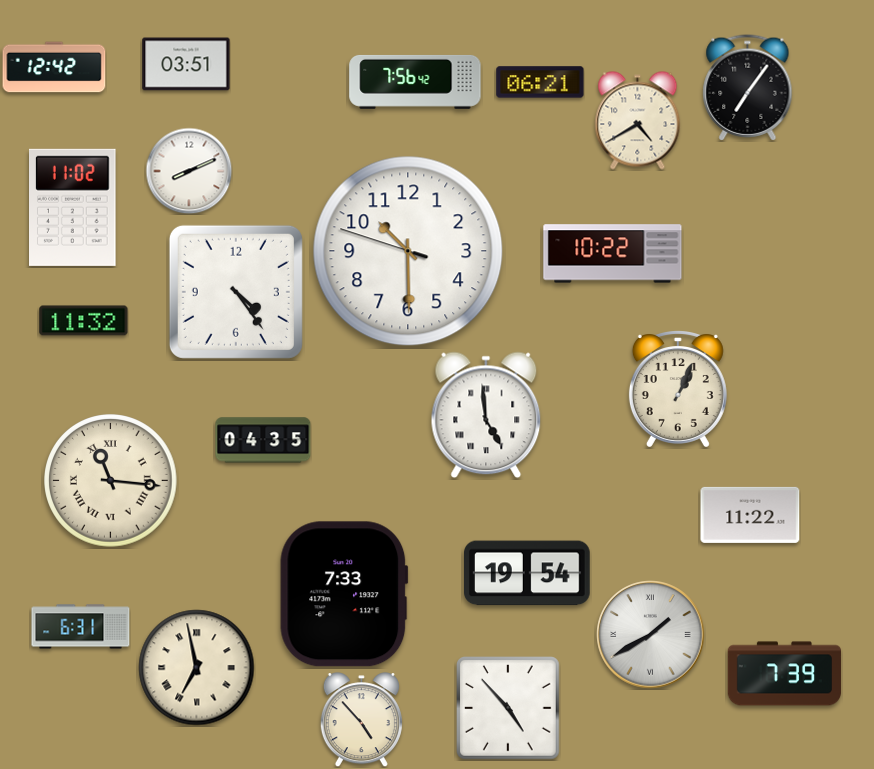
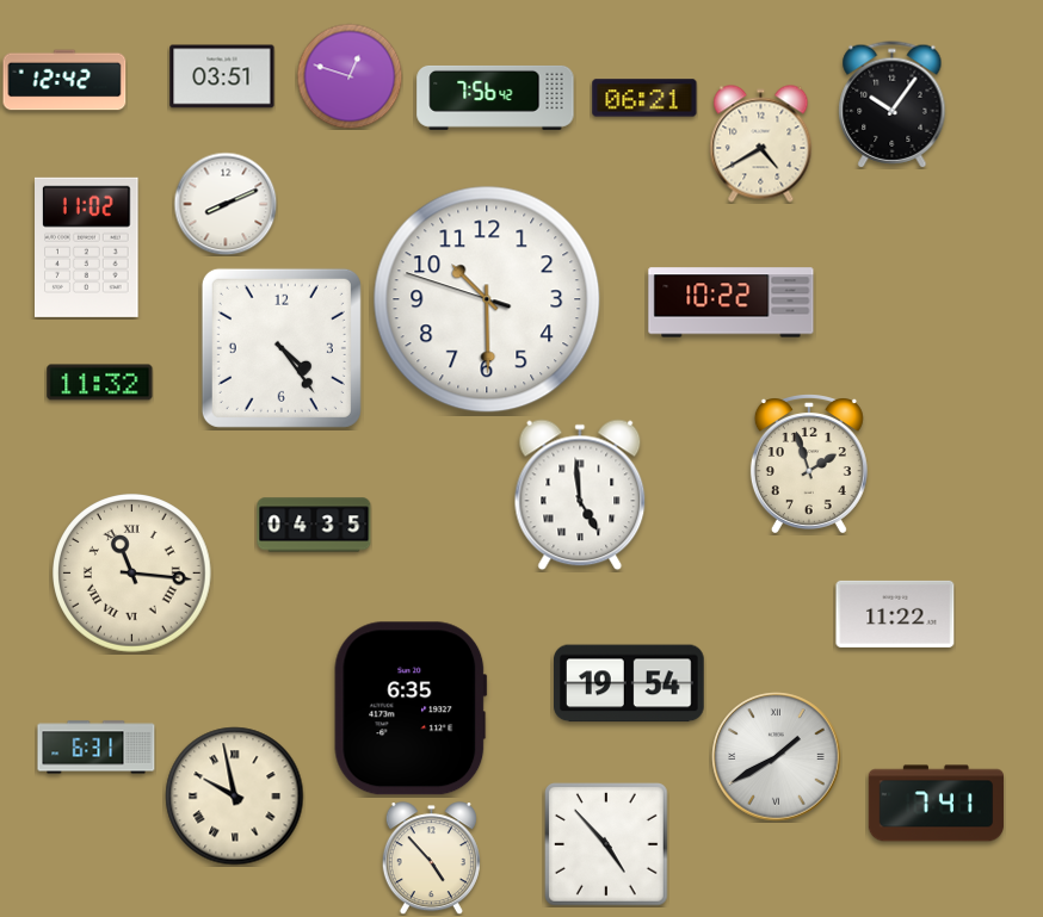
clock at (350, 76): none -> 12:48
clock at (748, 88): 7:06 -> 10:06
clock at (678, 389): 1:04 -> 1:57
clock at (344, 594): 7:33 -> 6:35
clock at (197, 668): 6:58 -> 9:58
clock at (785, 674): 7:39 -> 7:41
